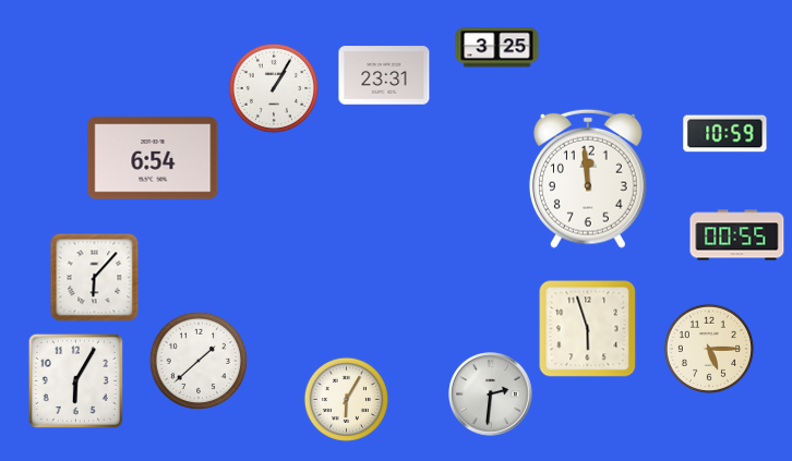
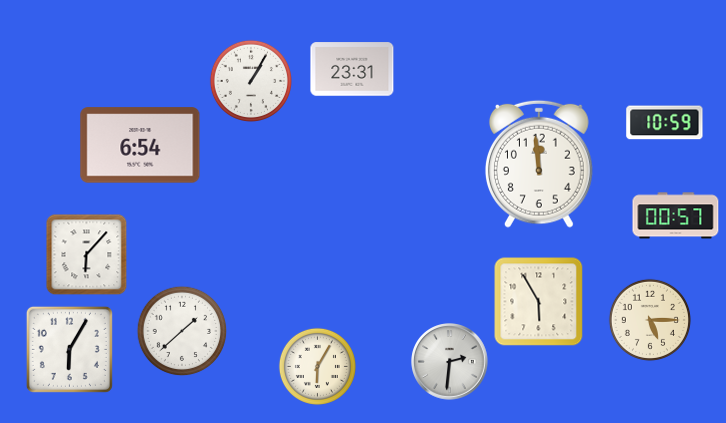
clock at (497, 48): 3:25 -> none
clock at (737, 235): 00:55 -> 00:57
clock at (588, 329): 5:57 -> 5:55
